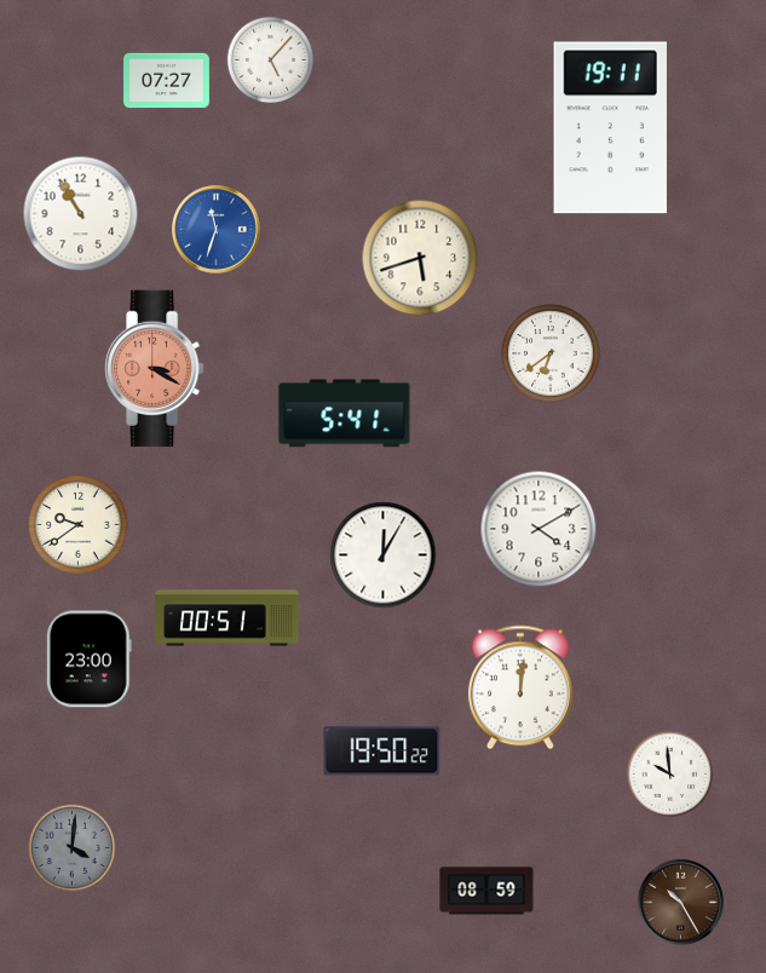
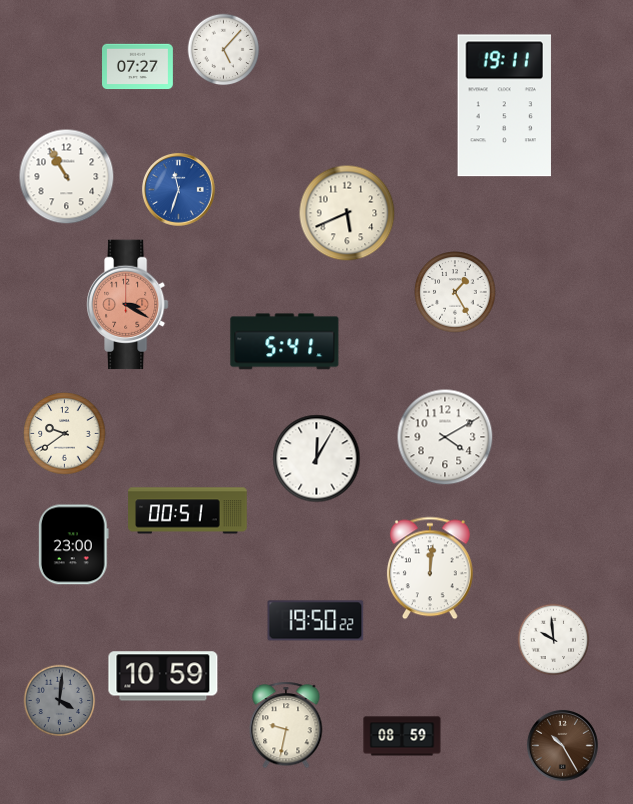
clock at (420, 258): 5:42 -> 5:41
clock at (551, 353): 6:39 -> 1:25
clock at (163, 676): none -> 10:59
clock at (286, 725): none -> 9:32
